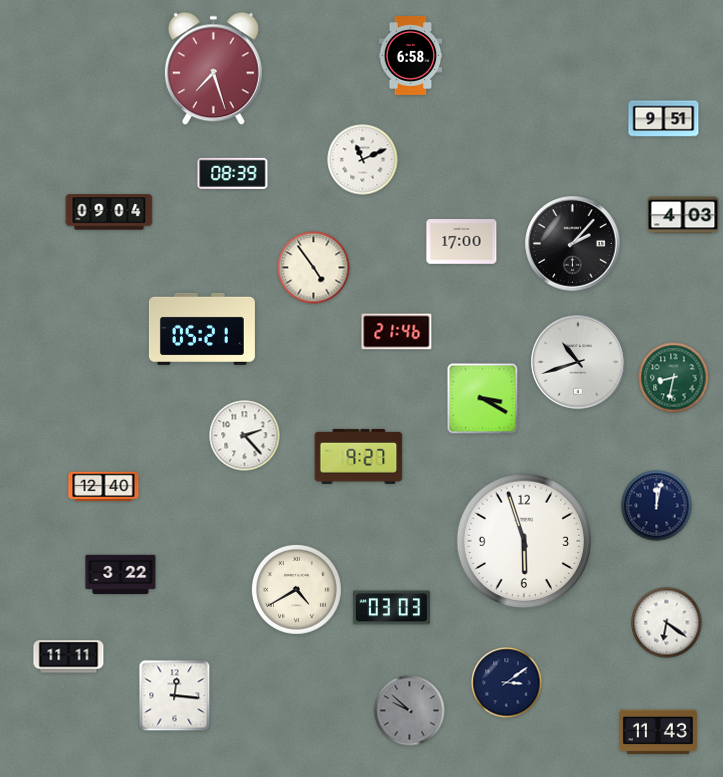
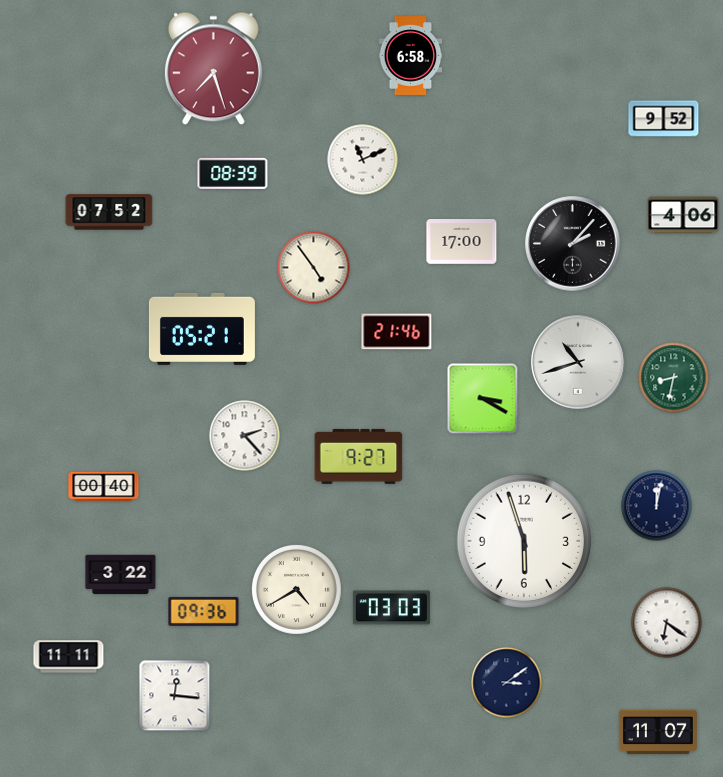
clock at (664, 119): 9:51 -> 9:52
clock at (109, 212): 09:04 -> 07:52
clock at (683, 215): 4:03 -> 4:06
clock at (104, 487): 12:40 -> 00:40
clock at (204, 611): none -> 09:36
clock at (410, 711): 9:52 -> none
clock at (658, 732): 11:43 -> 11:07
